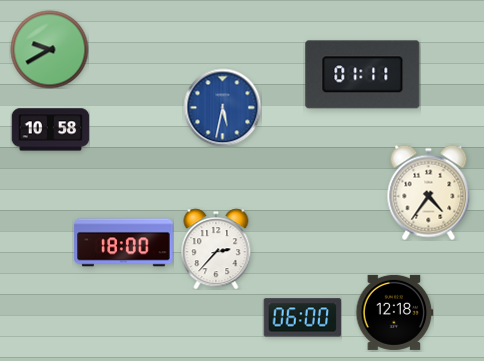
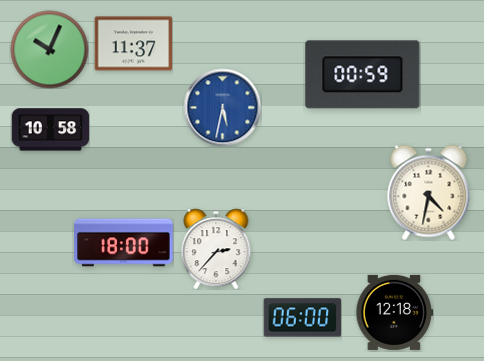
clock at (133, 44): none -> 11:37
clock at (49, 49): 9:40 -> 10:04
clock at (363, 75): 01:11 -> 00:59
clock at (429, 192): 4:36 -> 4:32
